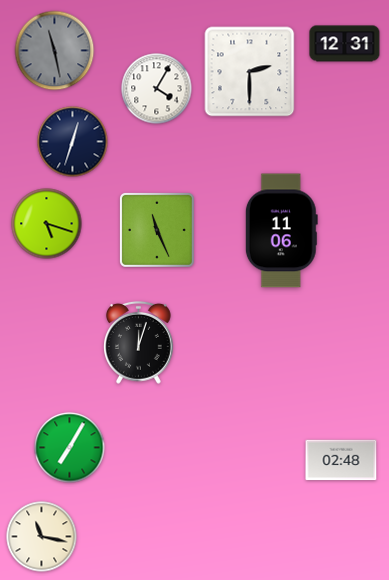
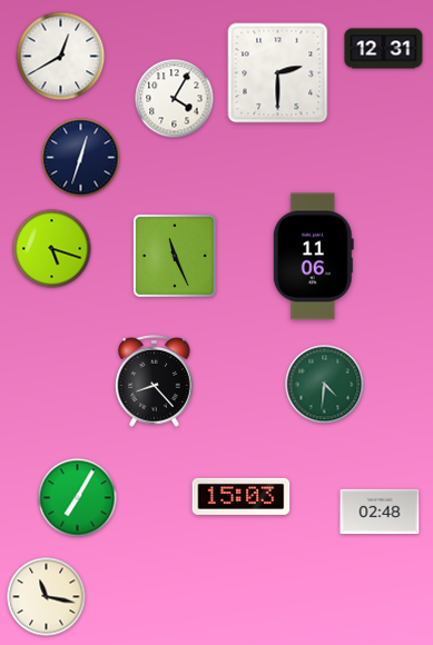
clock at (55, 51): 11:28 -> 12:40
clock at (55, 51) dial: grey -> white
clock at (250, 72) position: (250, 72) -> (278, 73)
clock at (139, 342): 12:03 -> 8:23
clock at (325, 385): none -> 4:31
clock at (242, 496): none -> 15:03
